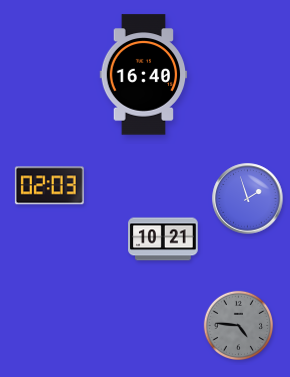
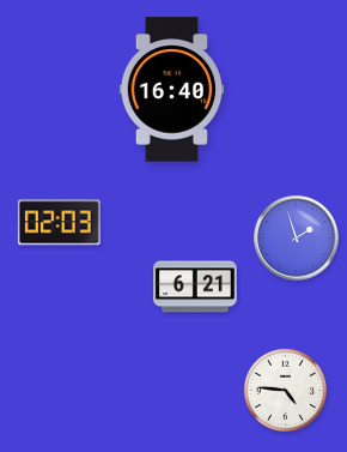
clock at (163, 239): 10:21 -> 6:21
clock at (238, 325) dial: grey -> white
